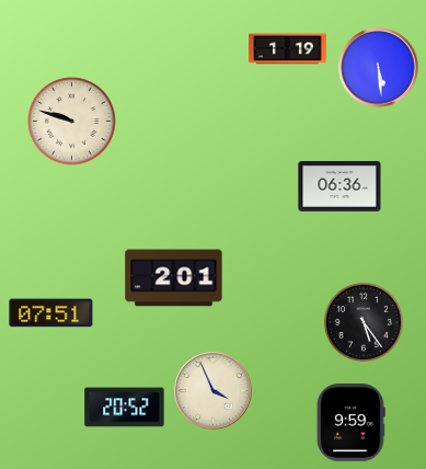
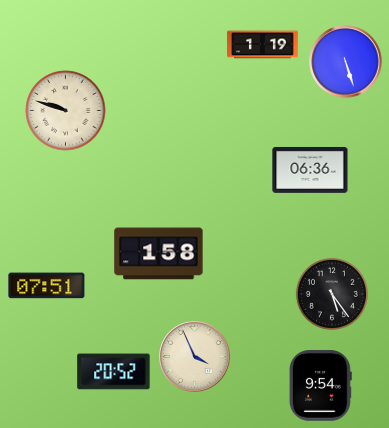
clock at (379, 68): 5:29 -> 5:27
clock at (174, 278): 2:01 -> 1:58
clock at (350, 423): 9:59 -> 9:54
